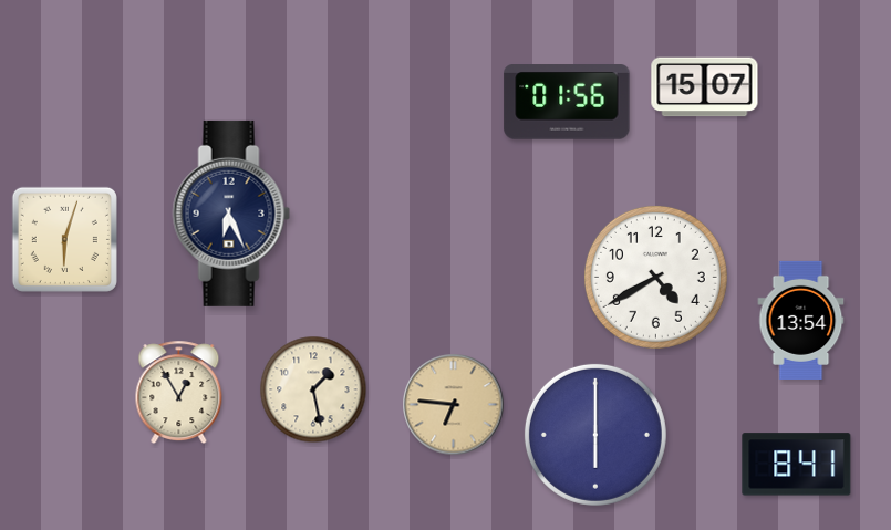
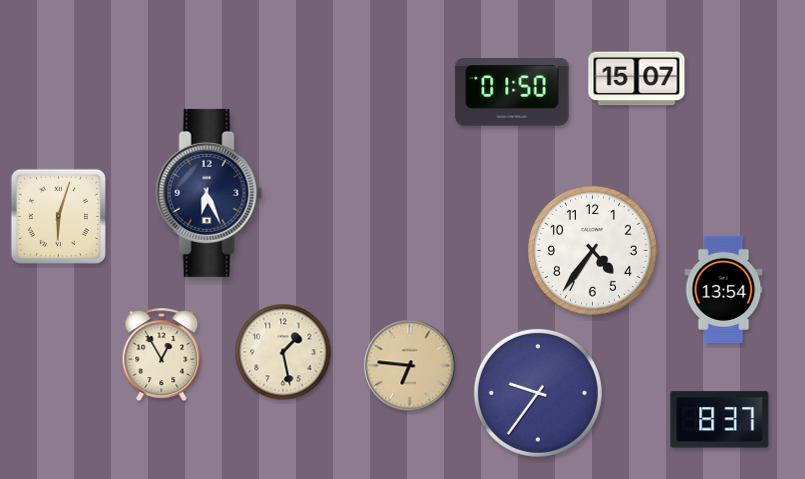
clock at (567, 102): 01:56 -> 01:50
clock at (655, 277): 4:40 -> 4:36
clock at (595, 435): 6:00 -> 9:36
clock at (797, 465): 8:41 -> 8:37
